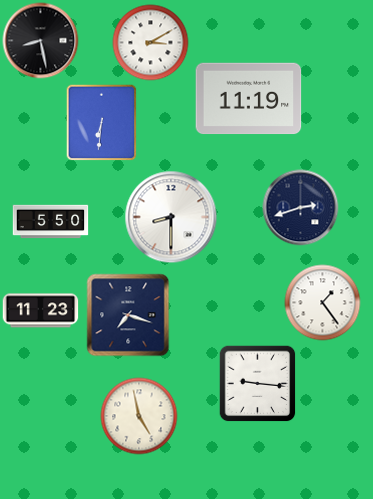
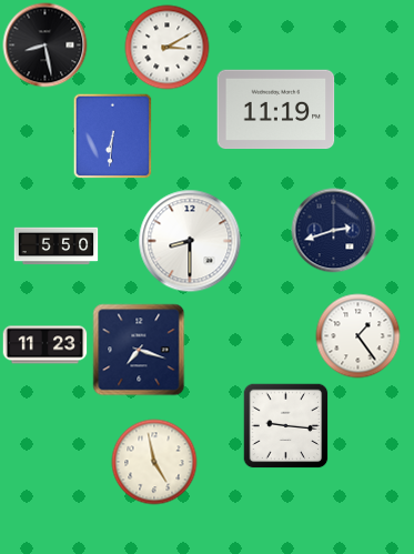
clock at (128, 315) position: (128, 315) -> (139, 350)
